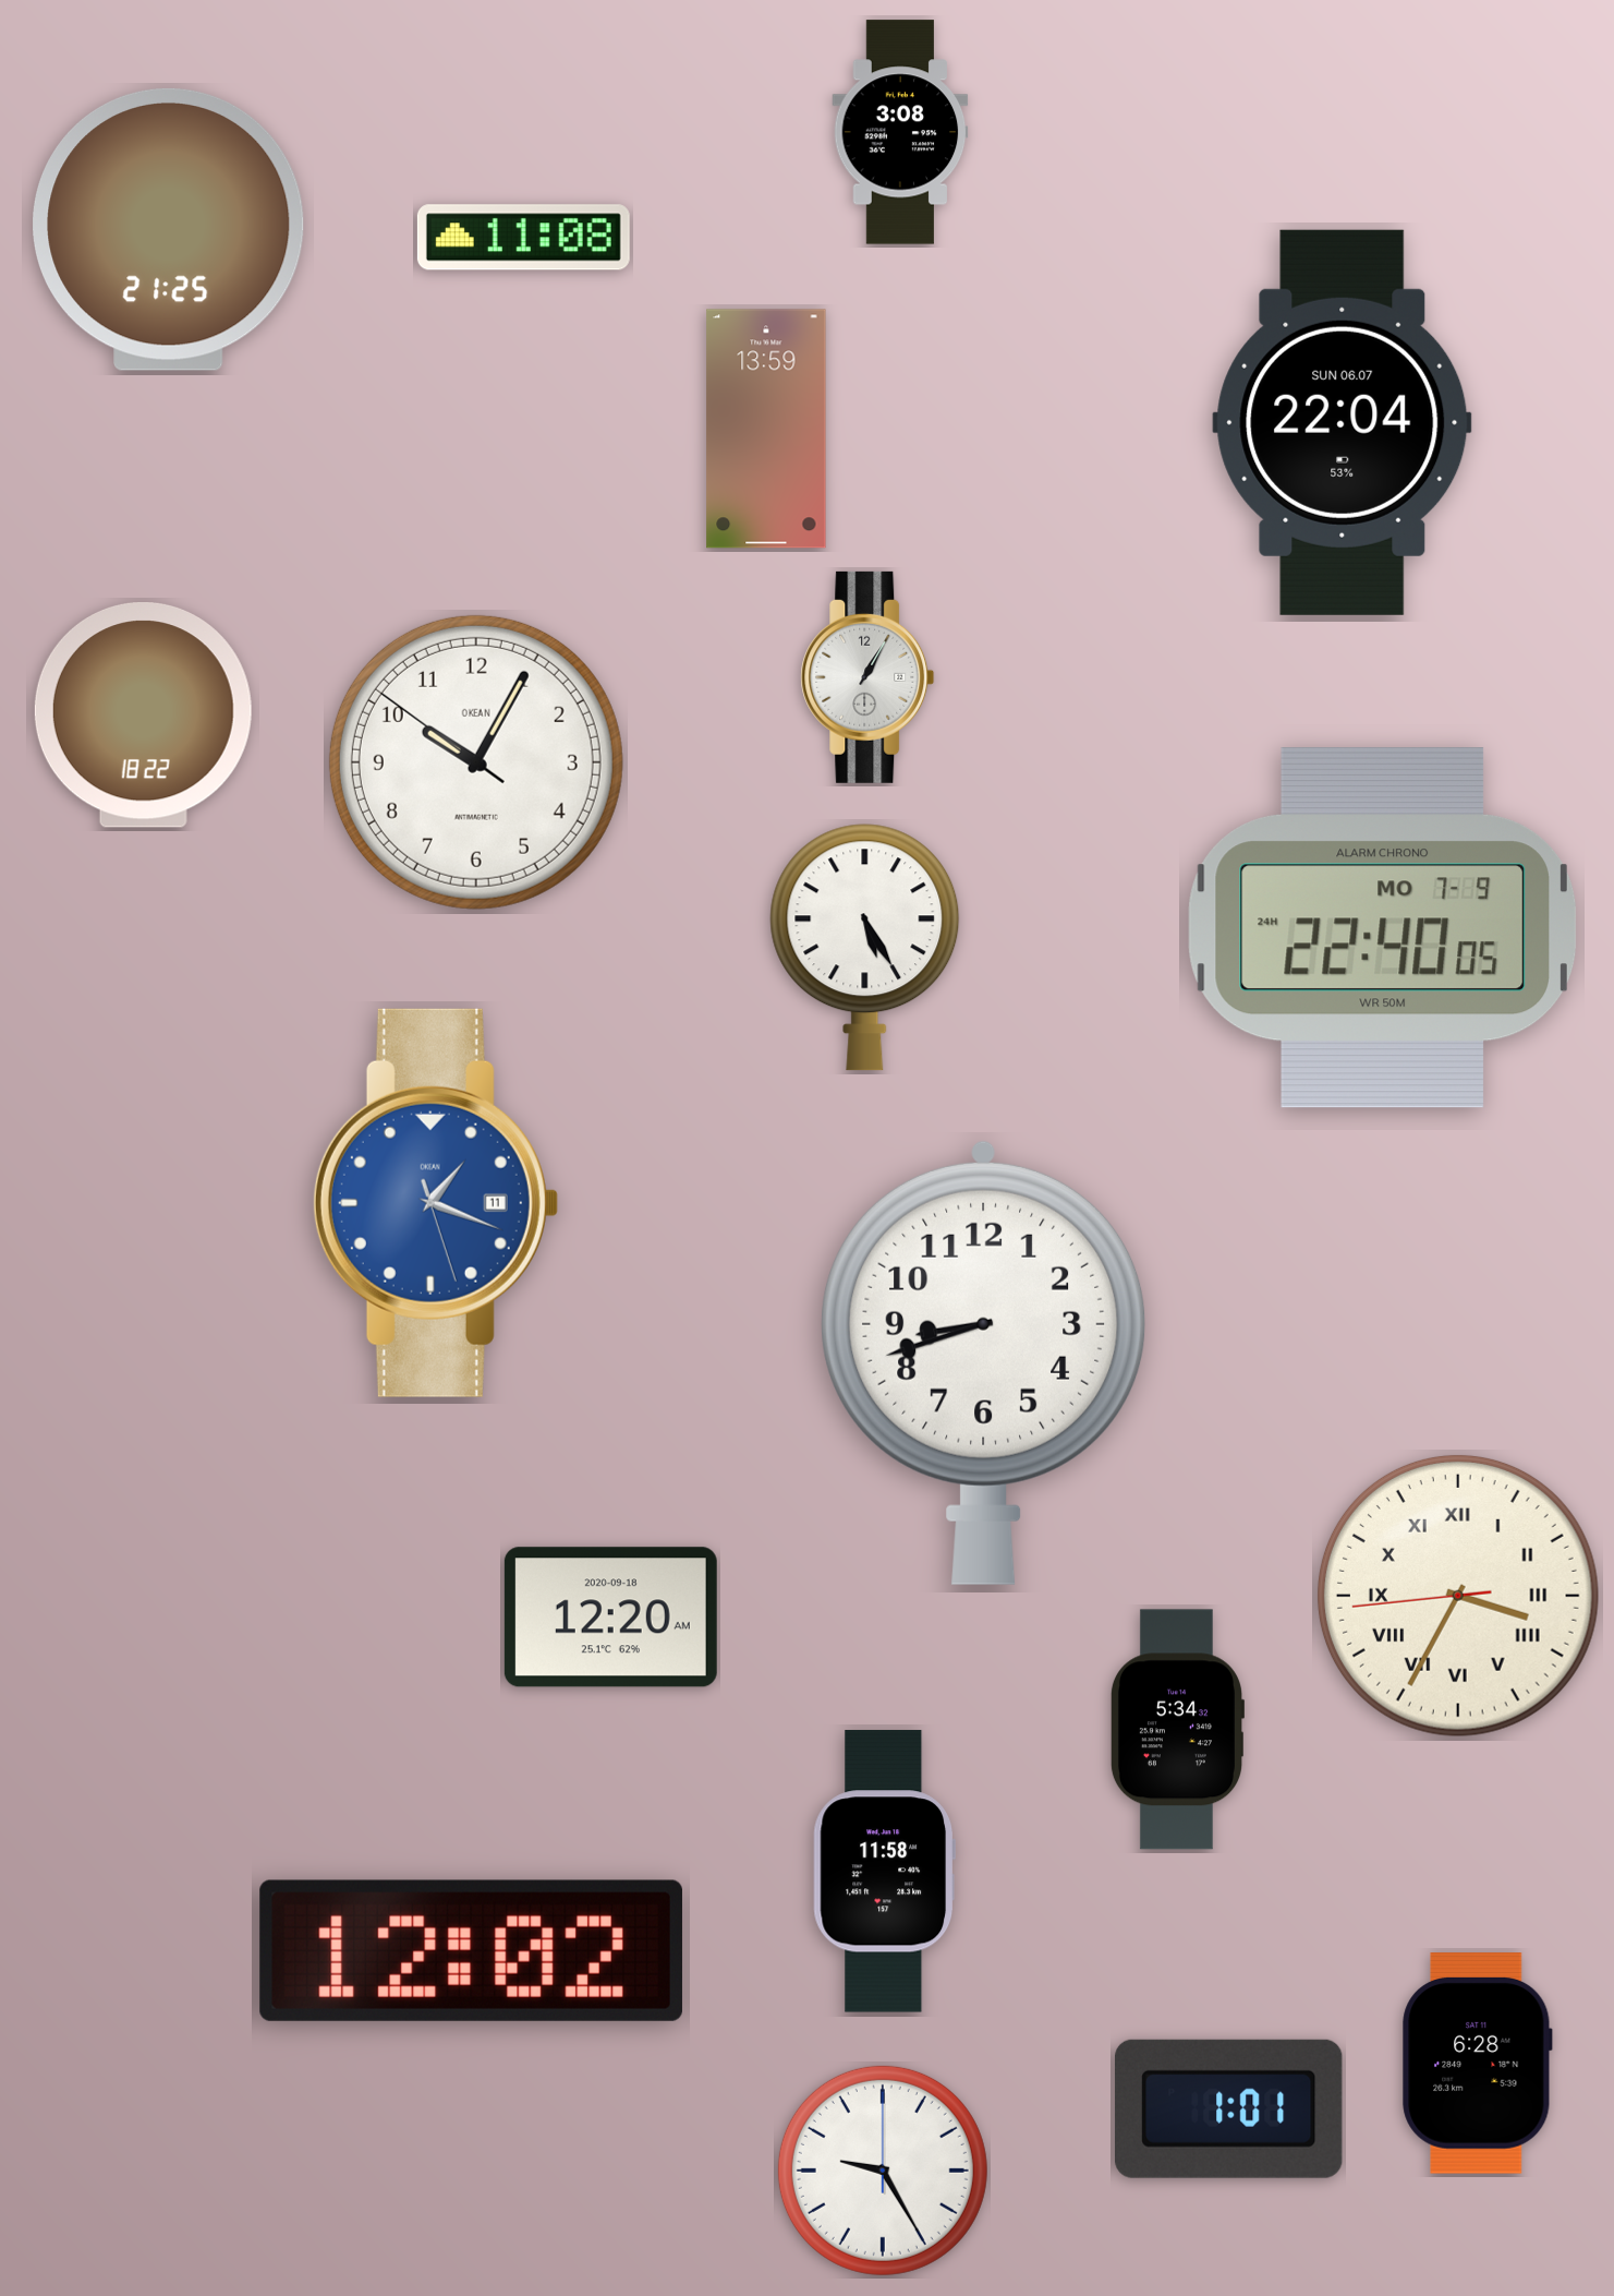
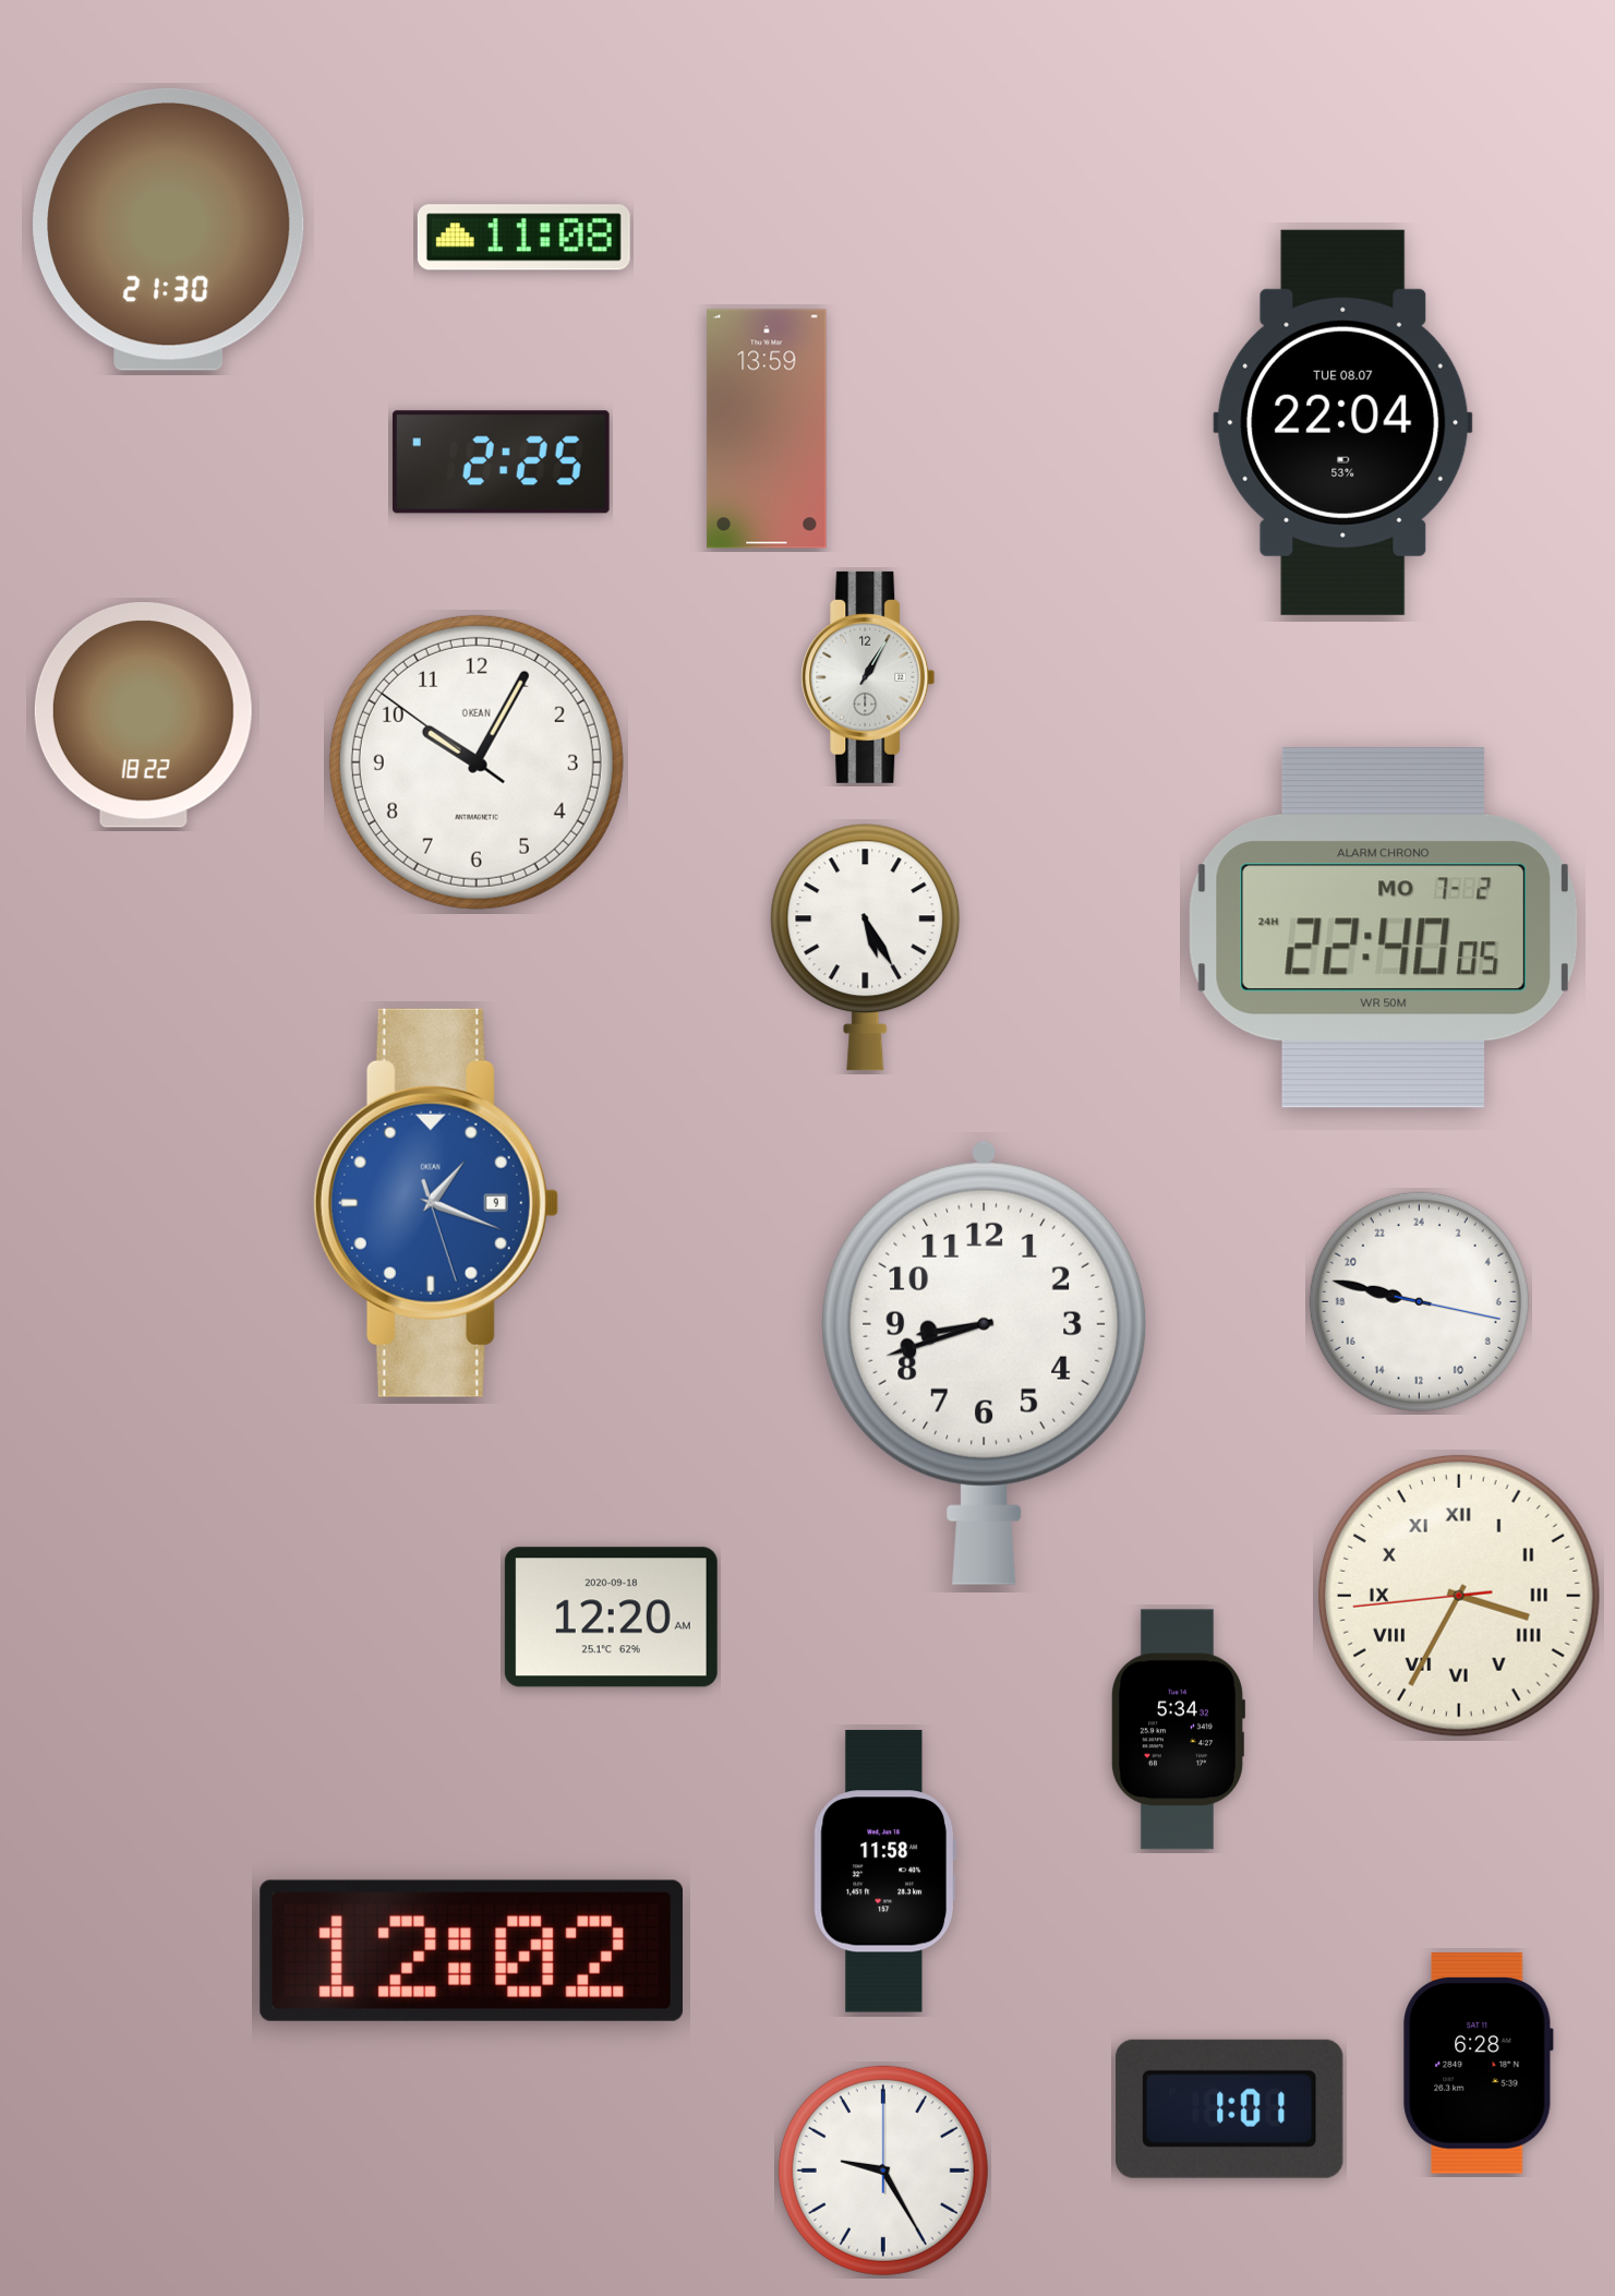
clock at (900, 132): 3:08 -> none
clock at (169, 229): 21:25 -> 21:30
clock at (1343, 422) date: SUN 06.07 -> TUE 08.07
clock at (501, 462): none -> 2:25
clock at (1382, 928) date: MO 7-9 -> MO 7-2
clock at (435, 1203) date: 11 -> 9
clock at (1419, 1301): none -> 18:47
